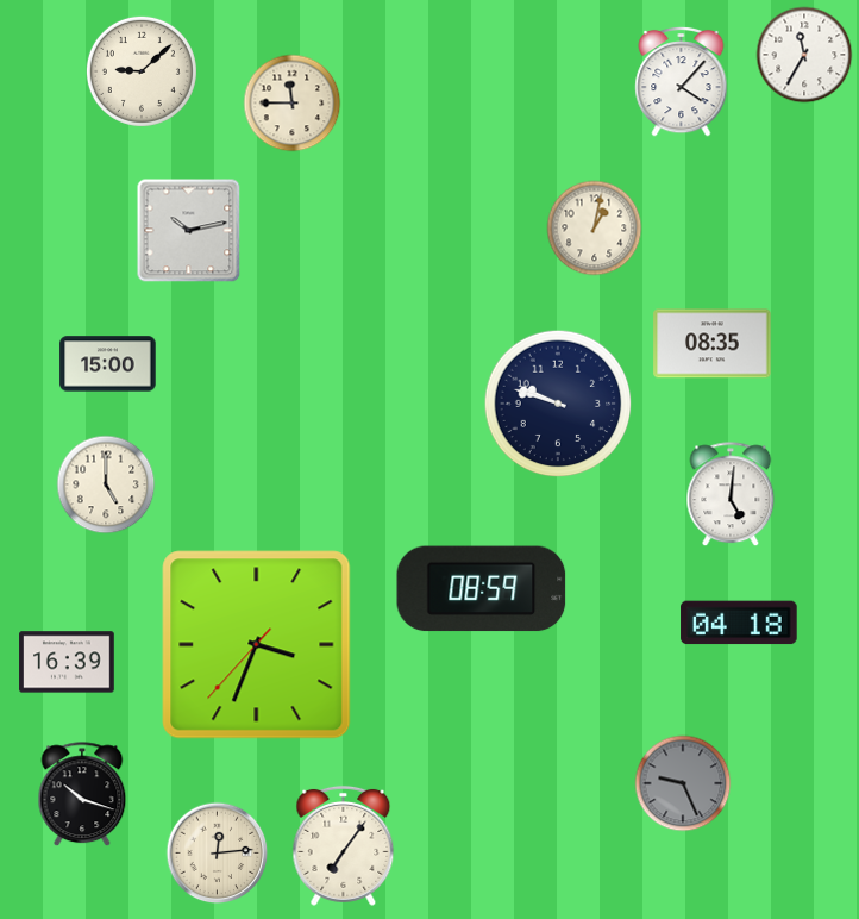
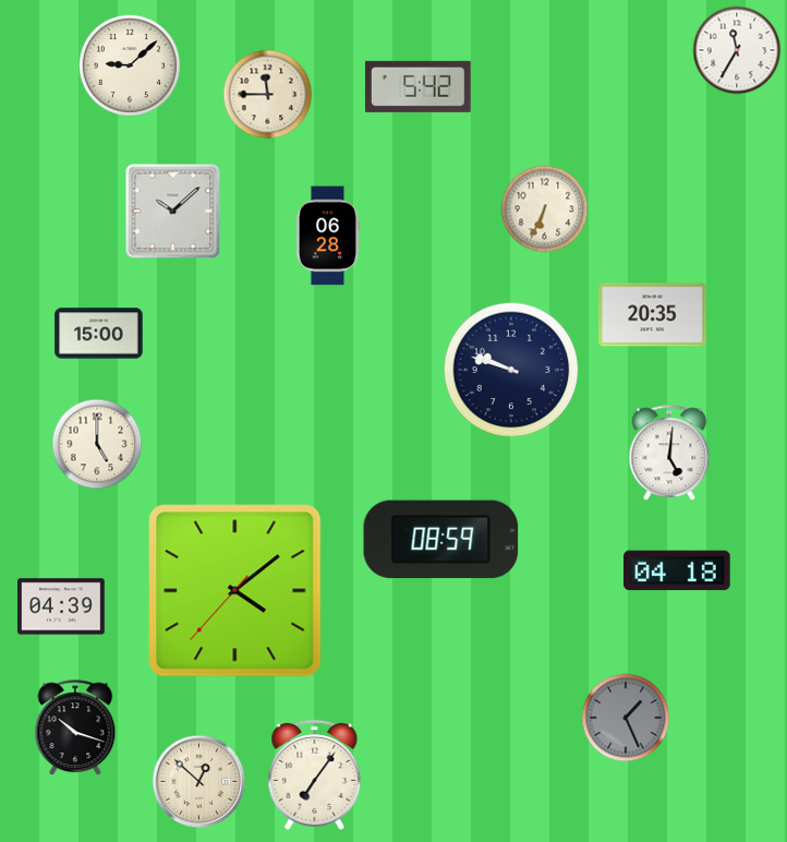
clock at (682, 81): 4:07 -> none
clock at (417, 86): none -> 5:42
clock at (595, 229): 1:02 -> 6:34
clock at (189, 231): 10:13 -> 10:08
clock at (327, 236): none -> 06:28
clock at (713, 344): 08:35 -> 20:35
clock at (257, 645): 3:33 -> 4:08
clock at (67, 662): 16:39 -> 04:39
clock at (683, 783): 9:26 -> 1:26
clock at (218, 854): 12:14 -> 12:52
